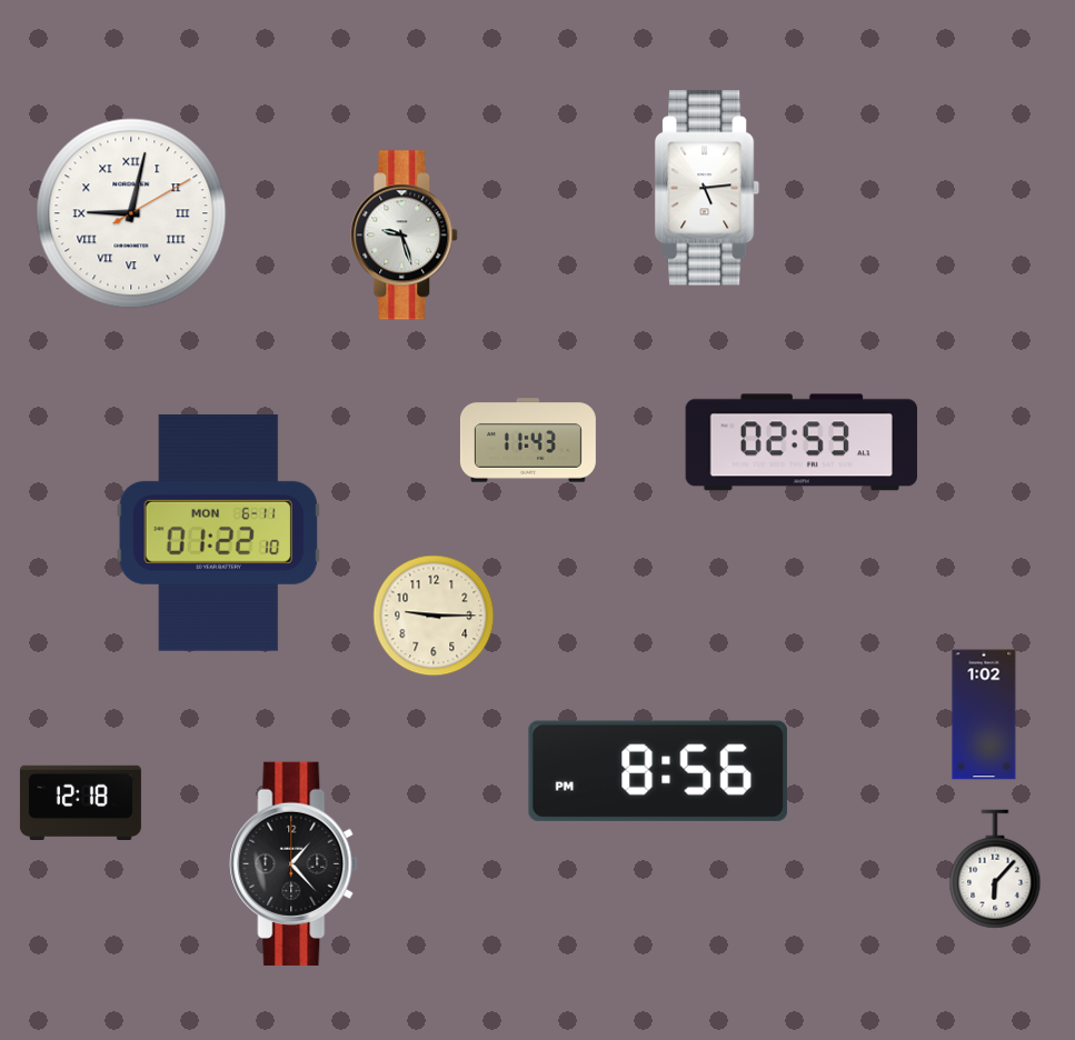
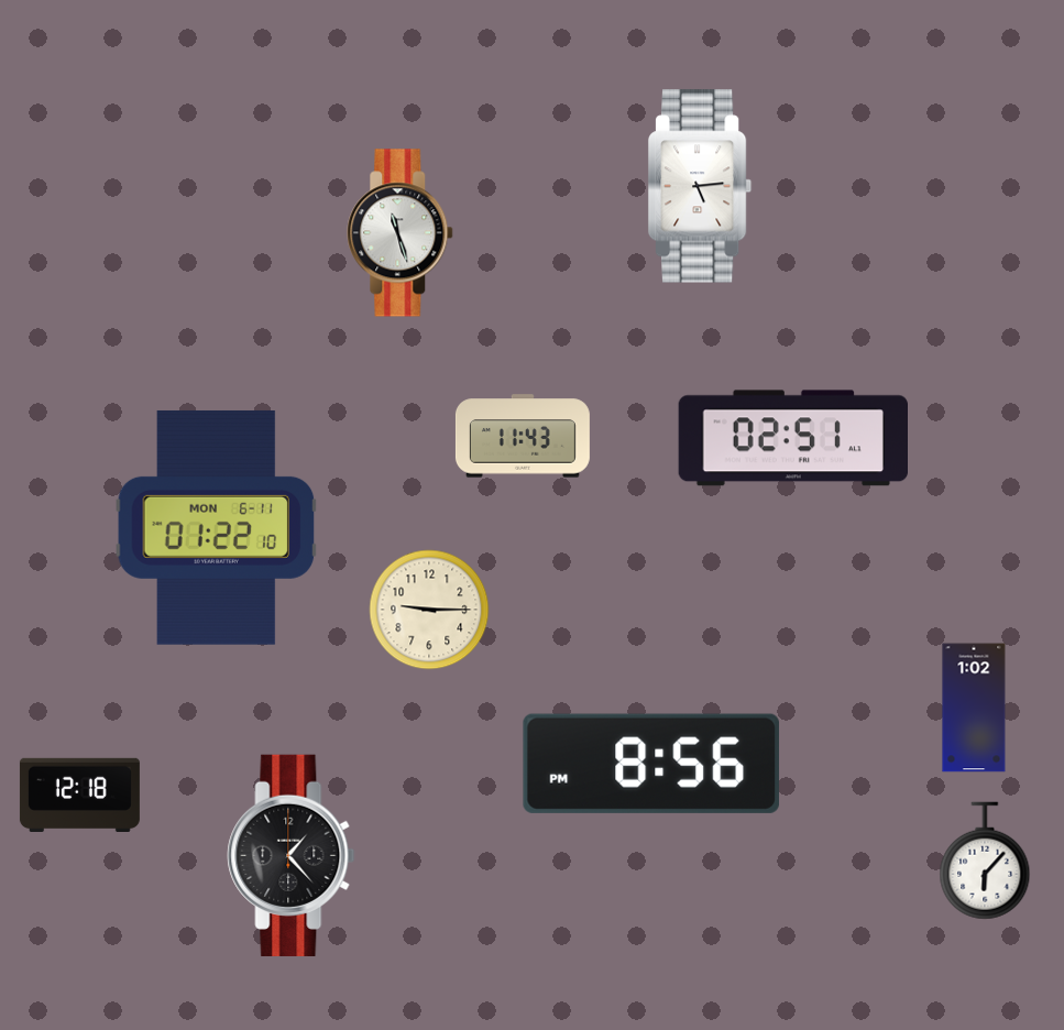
clock at (131, 213): 9:02 -> none
clock at (405, 236): 9:27 -> 11:27
clock at (802, 442): 02:53 -> 02:51
